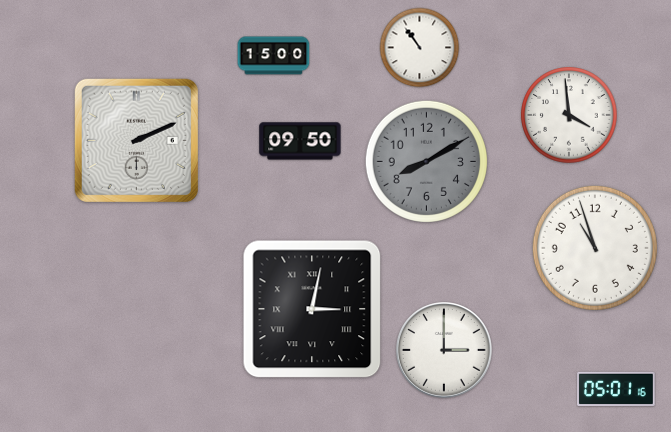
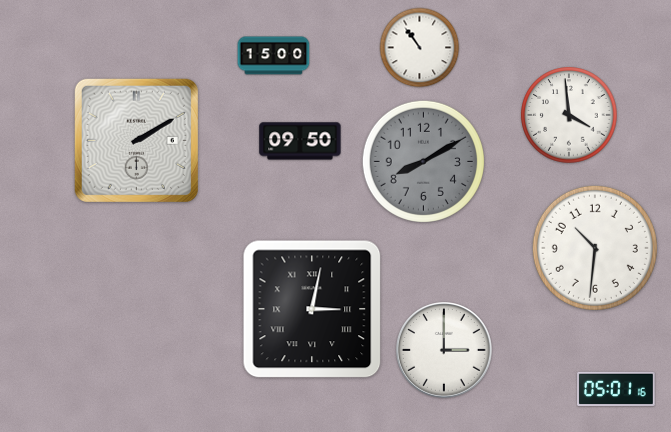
clock at (136, 140): 2:11 -> 2:10
clock at (426, 161) position: (426, 161) -> (423, 161)
clock at (595, 248): 10:57 -> 10:31
